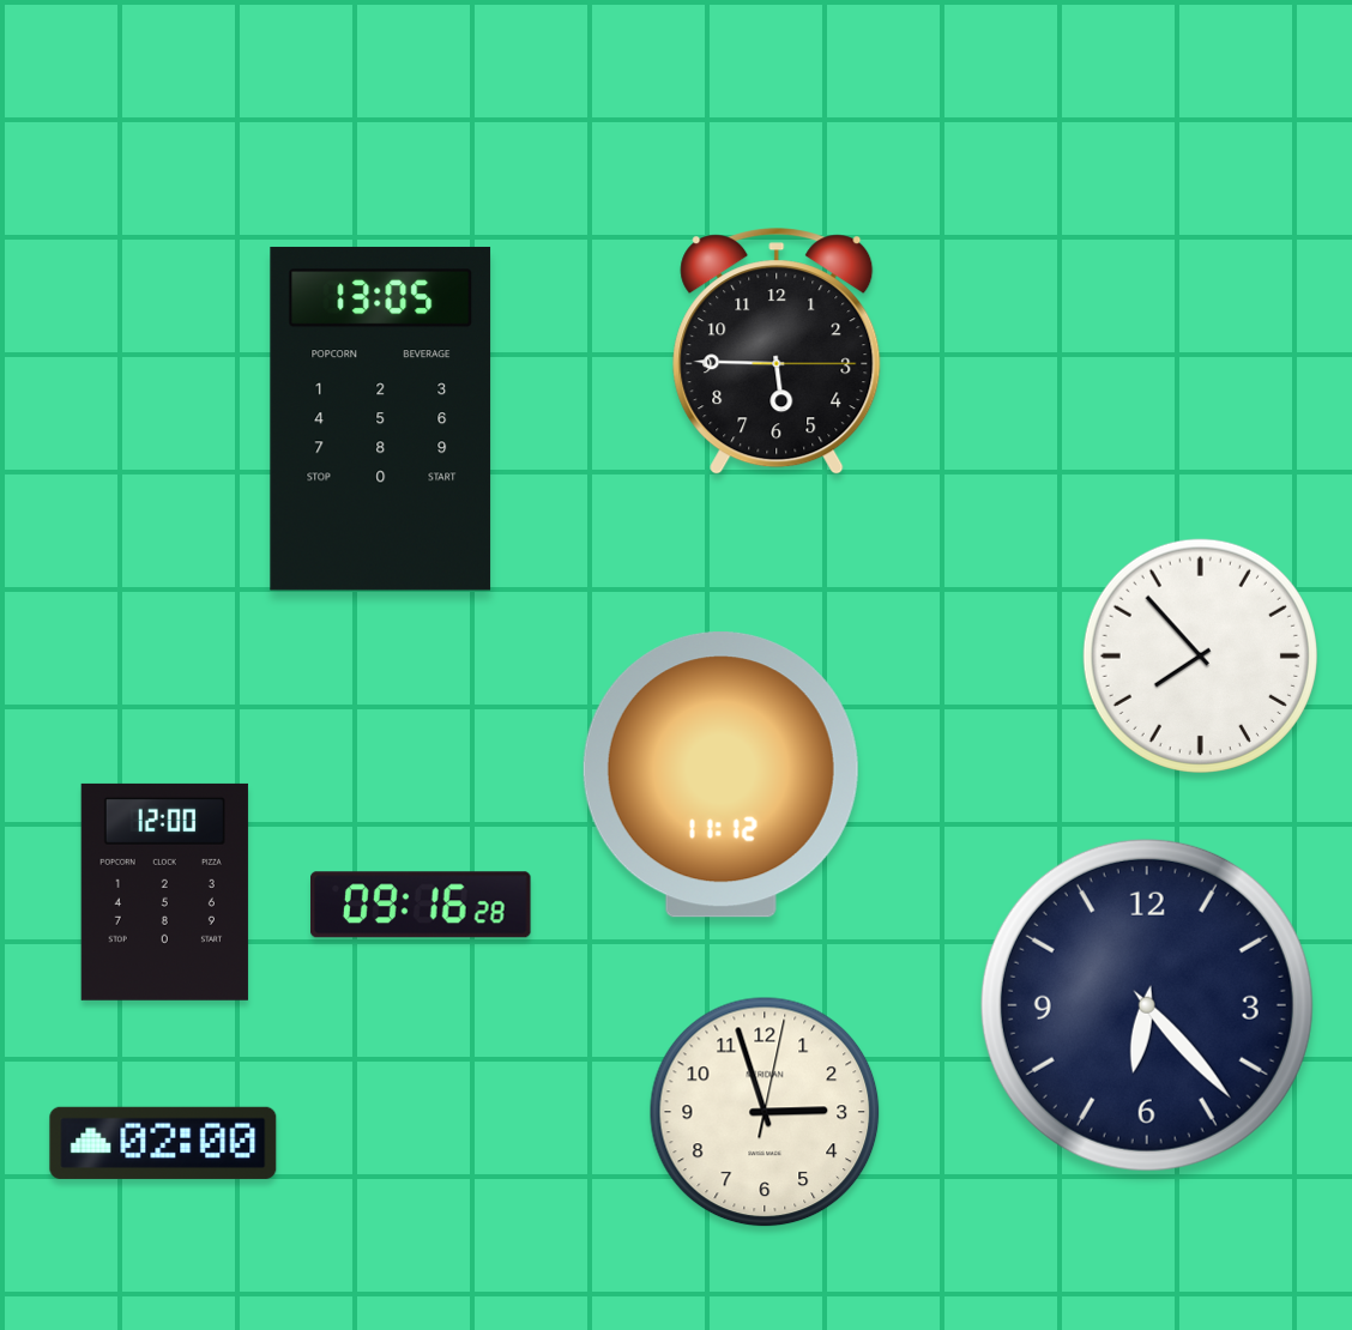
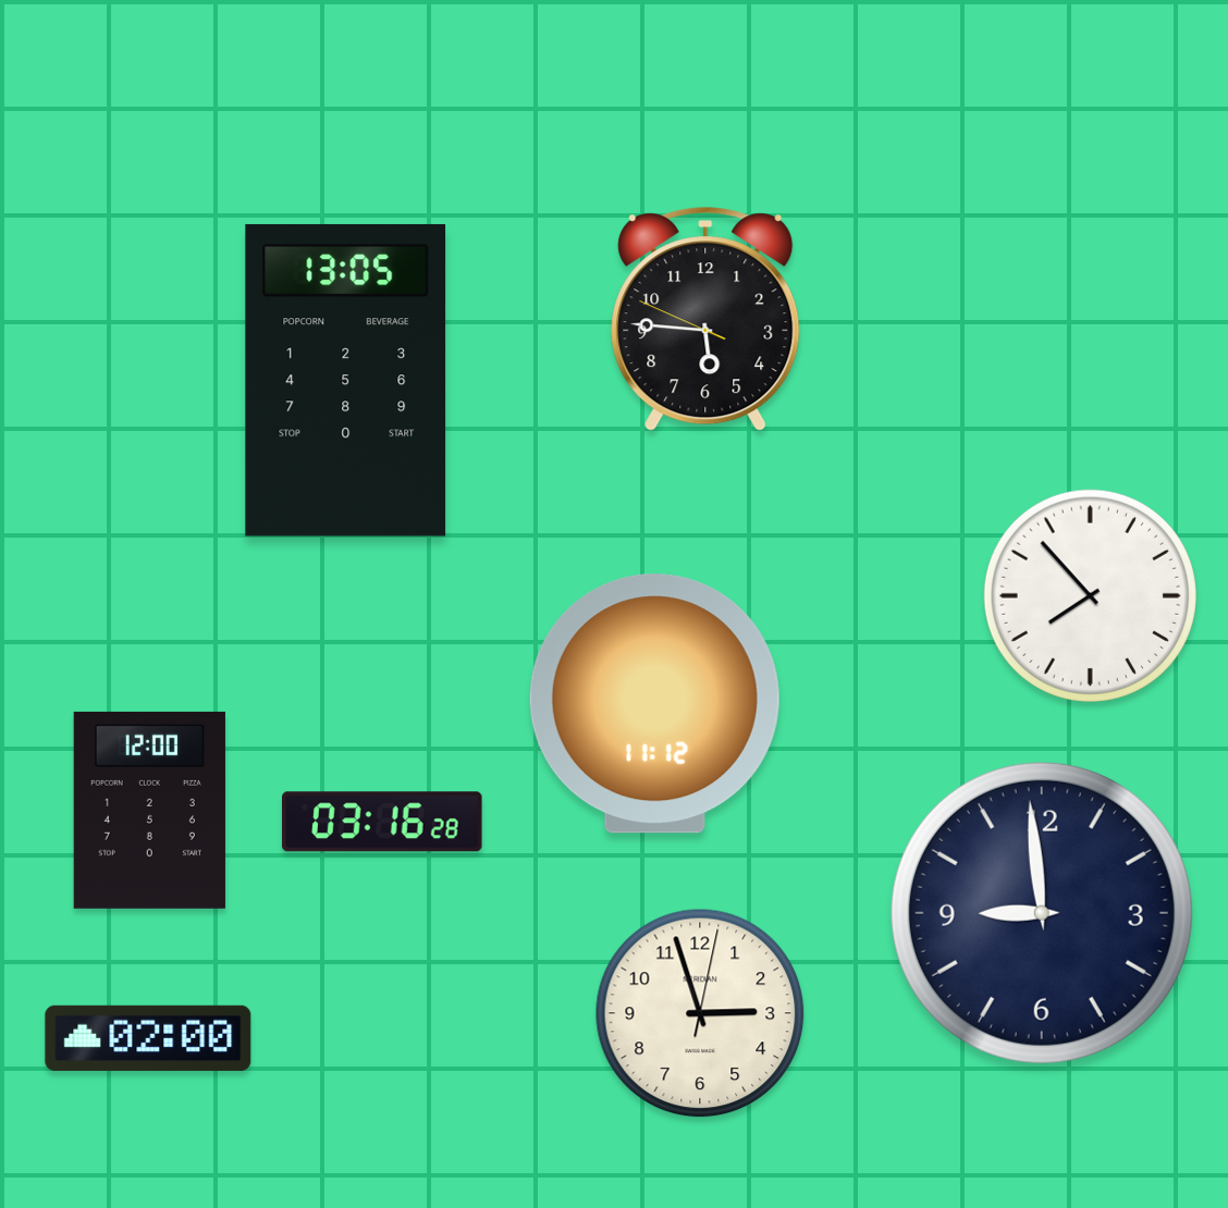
clock at (777, 352): 5:45:15 -> 5:45:49
clock at (422, 905): 09:16 -> 03:16
clock at (1147, 1005): 6:23 -> 8:59
clock at (765, 1112) position: (765, 1112) -> (700, 1013)
